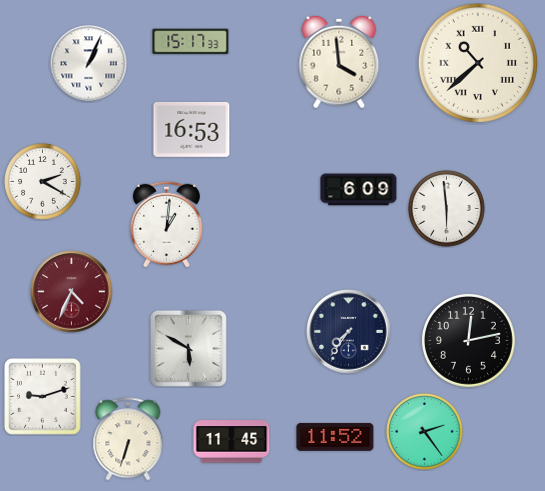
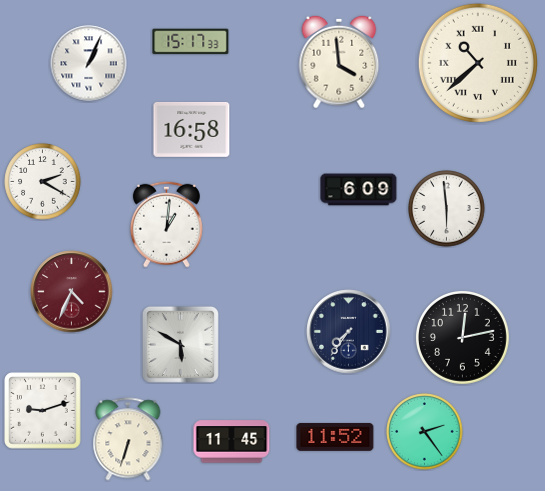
clock at (192, 129): 16:53 -> 16:58
clock at (468, 340) position: (468, 340) -> (462, 337)
clock at (188, 348) position: (188, 348) -> (180, 344)
clock at (43, 397) position: (43, 397) -> (43, 411)
